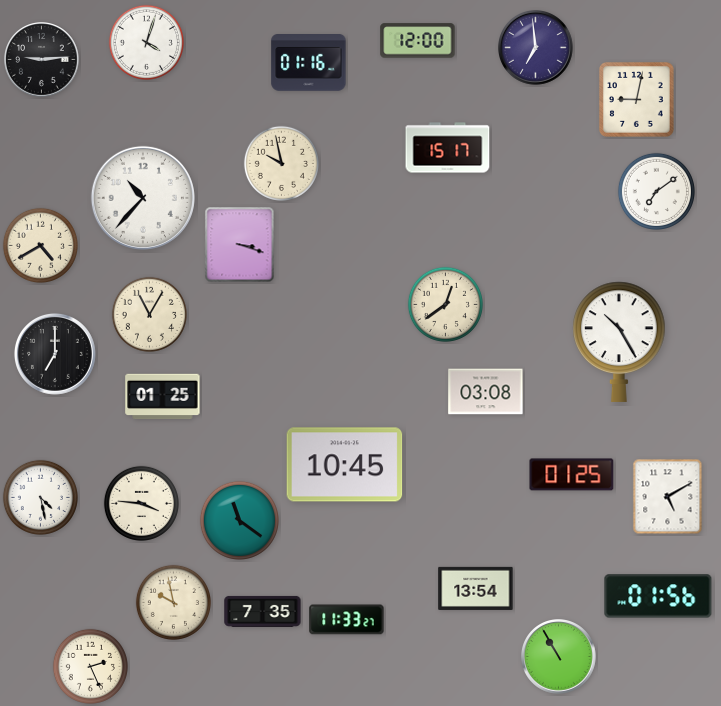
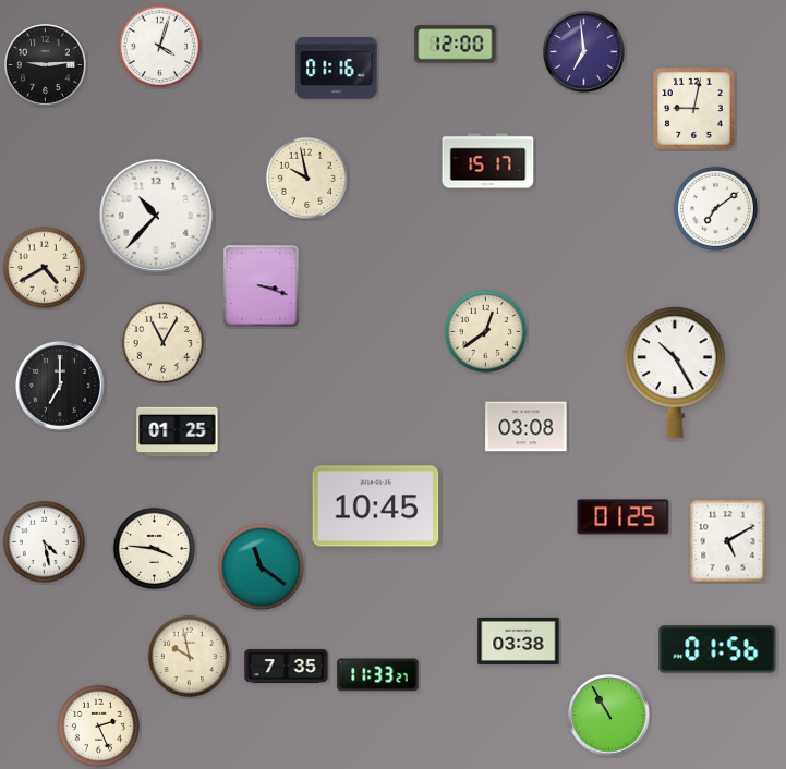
clock at (240, 245) position: (240, 245) -> (262, 286)
clock at (486, 392) position: (486, 392) -> (527, 427)
clock at (476, 588): 13:54 -> 03:38
